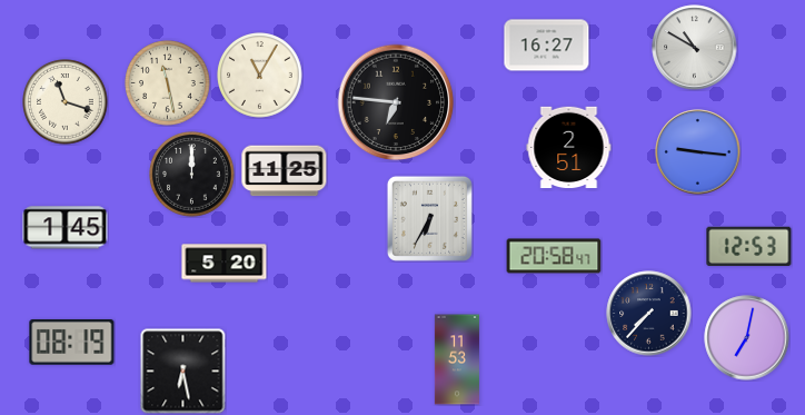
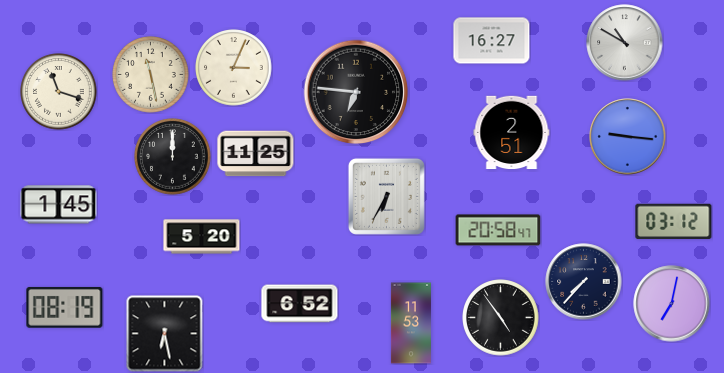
clock at (260, 76): 11:05 -> 3:04
clock at (749, 247): 12:53 -> 03:12
clock at (300, 304): none -> 6:52
clock at (501, 318): none -> 4:54
